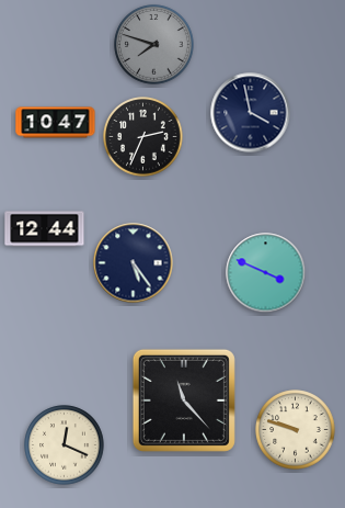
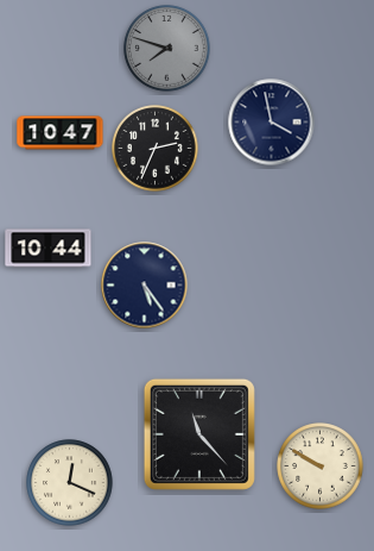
clock at (45, 229): 12:44 -> 10:44
clock at (266, 273): 3:49 -> none
clock at (296, 430): 9:48 -> 9:50
